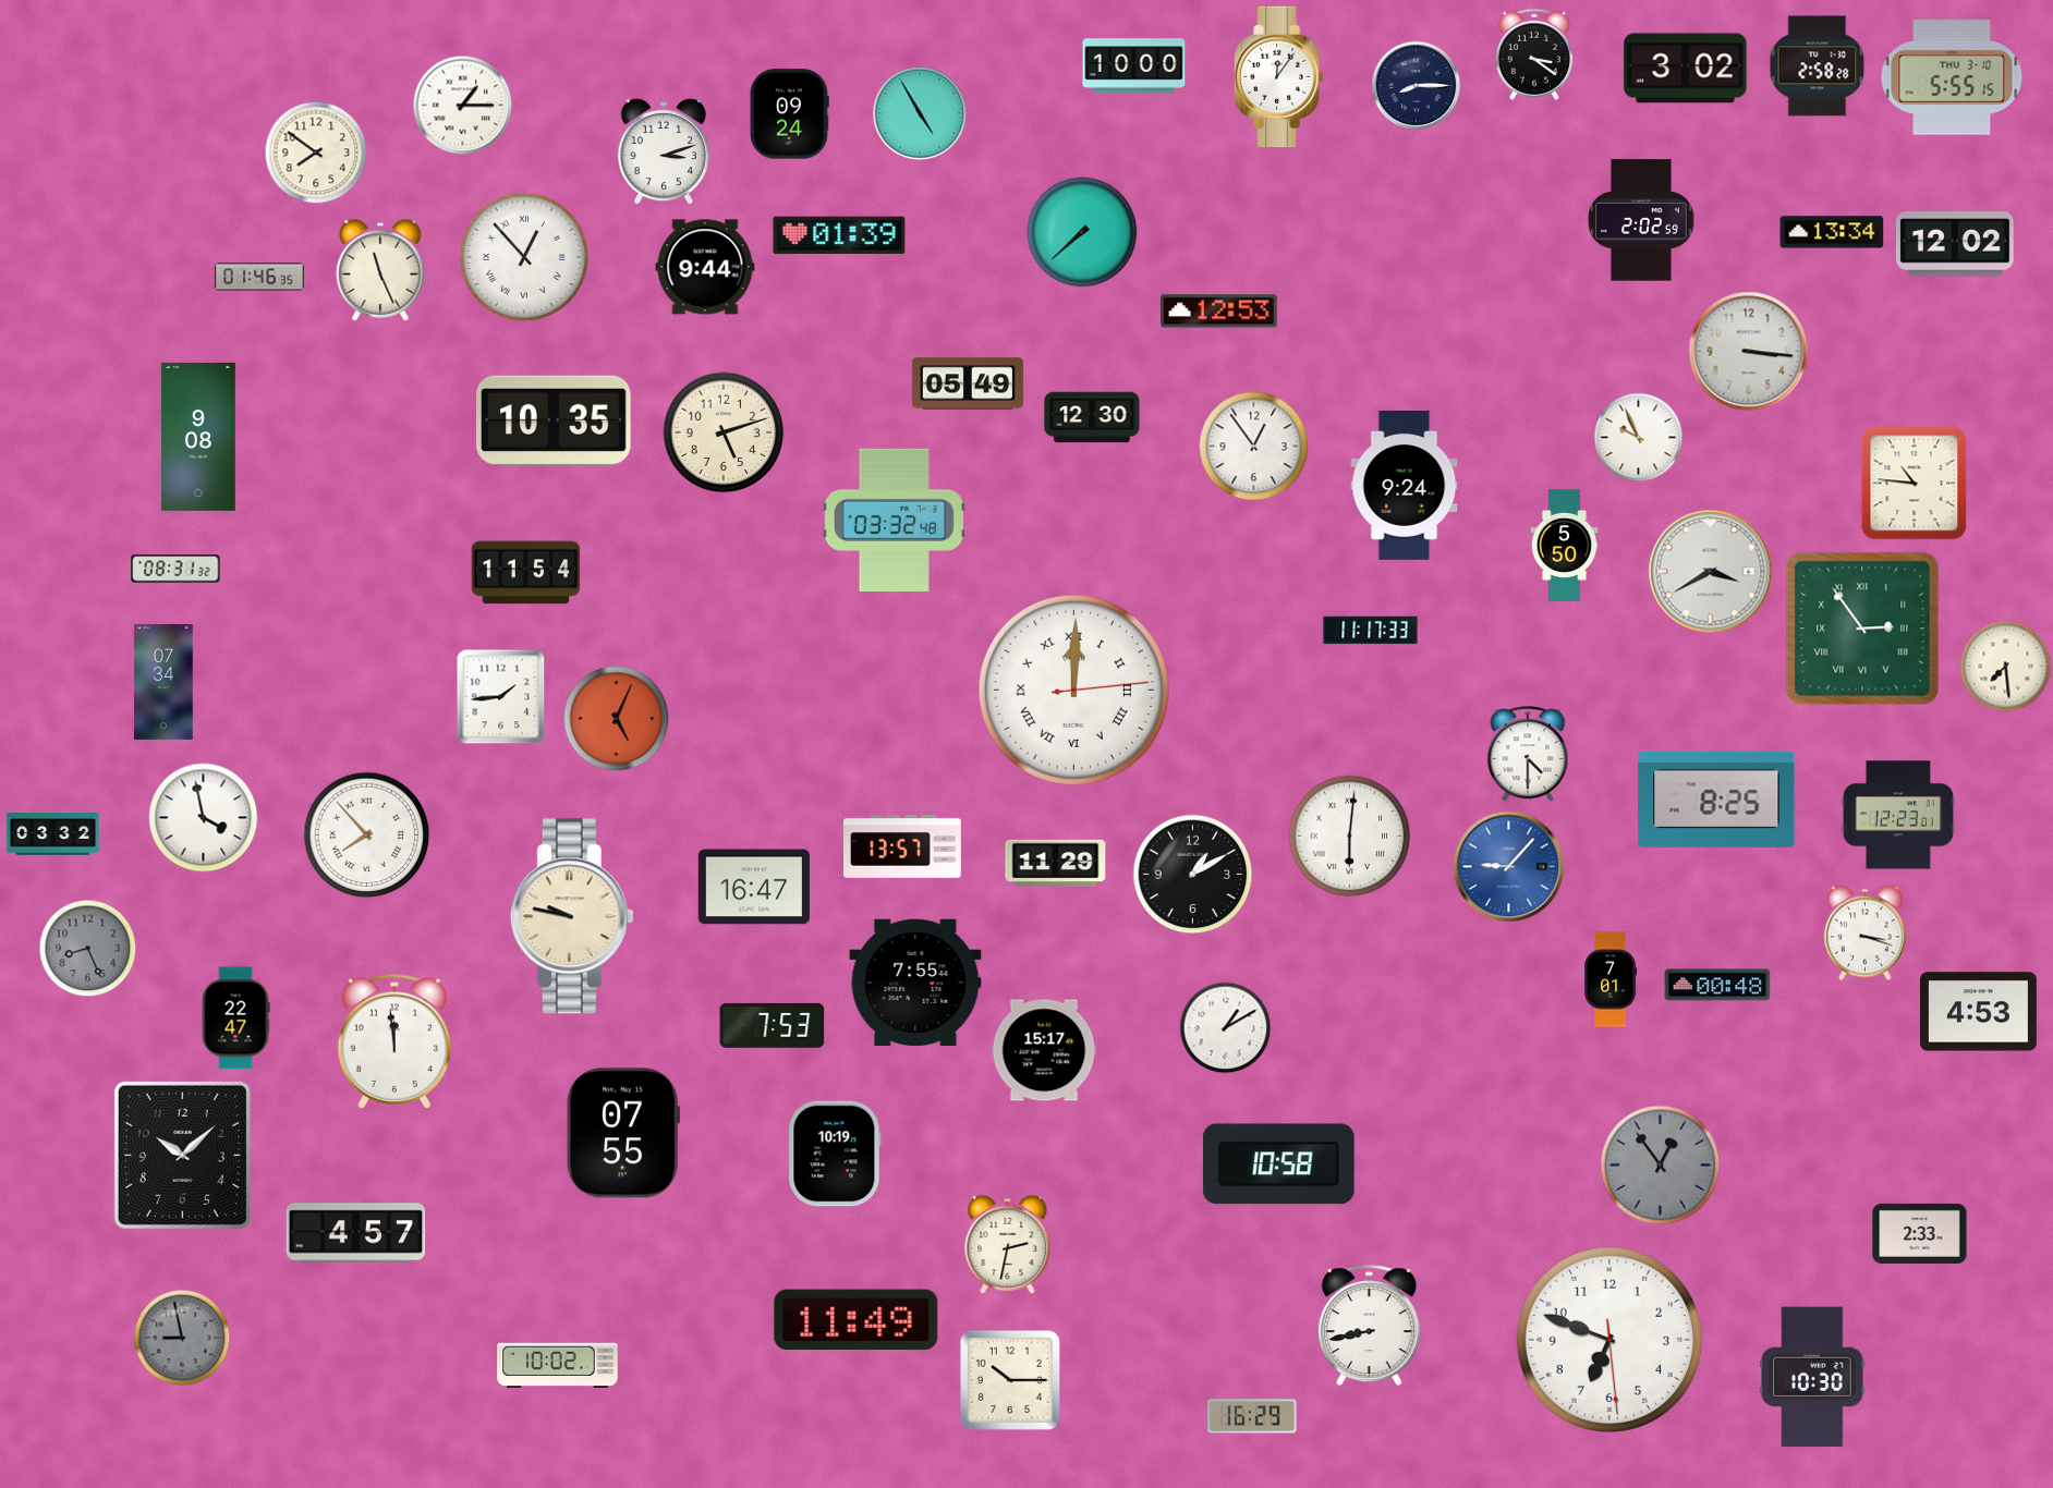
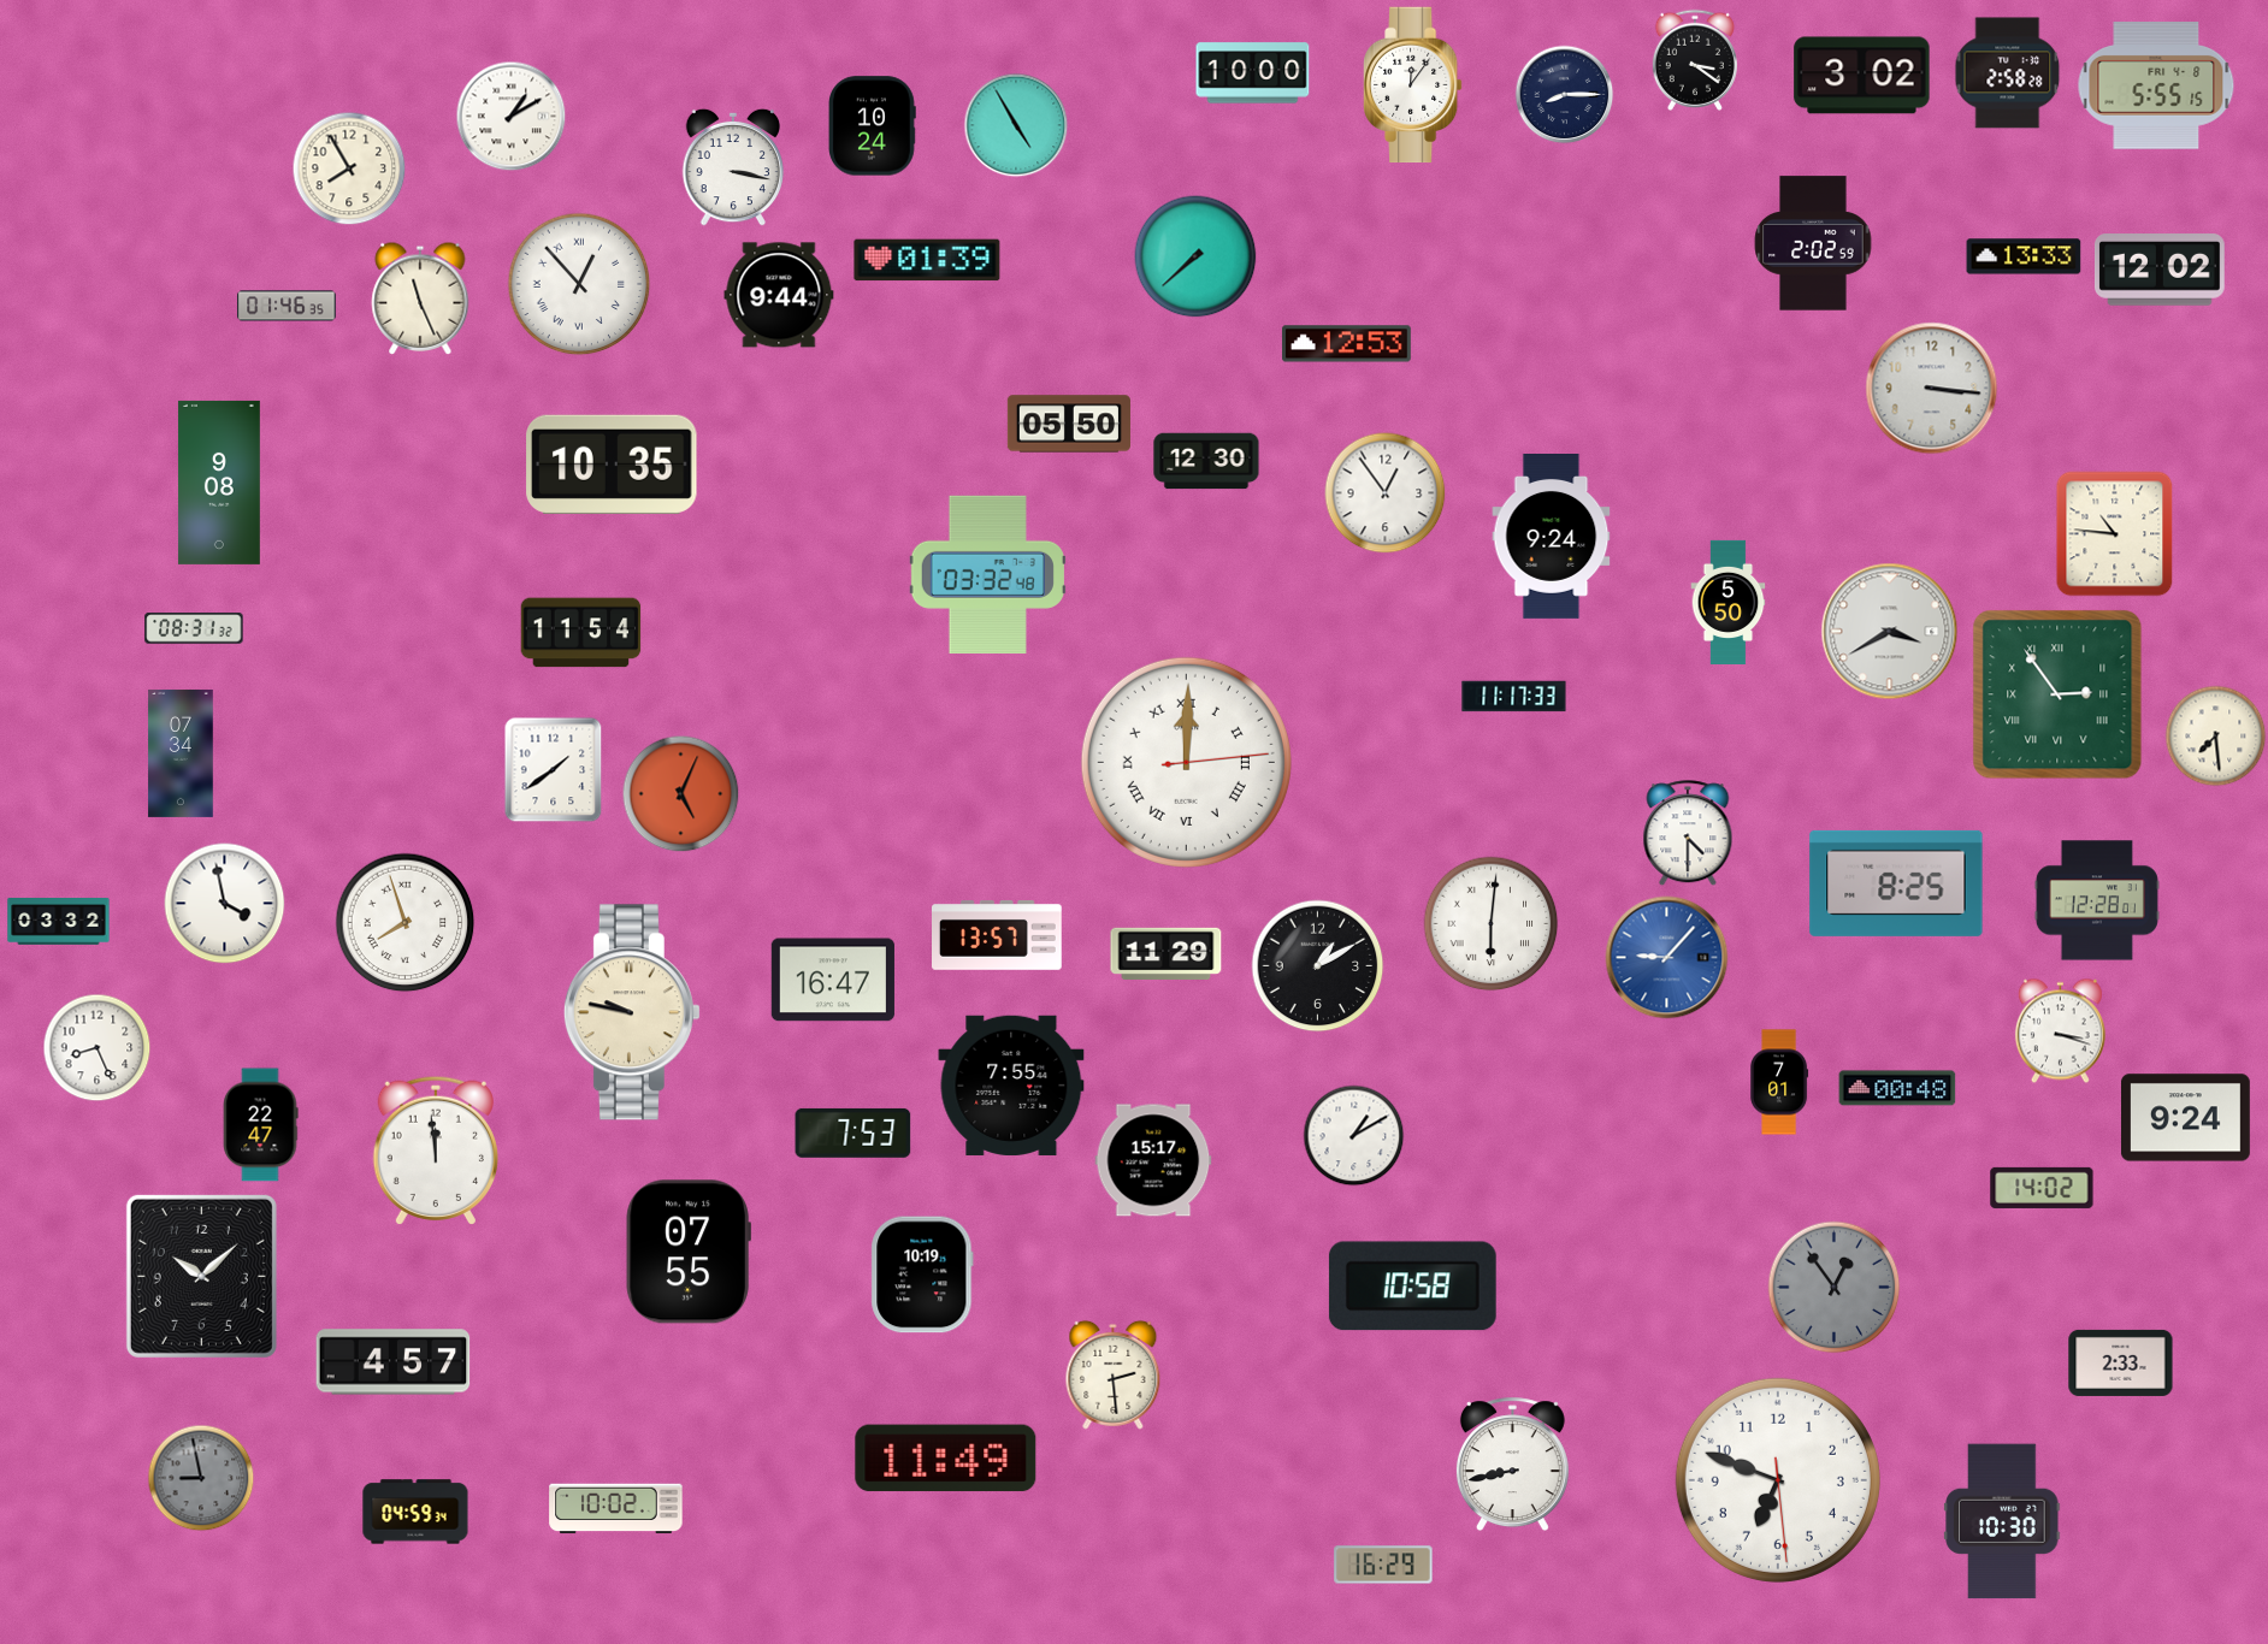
clock at (1952, 77) date: THU 3-10 -> FRI 4-8
clock at (463, 106): 1:15 -> 1:10
clock at (790, 114): 09:24 -> 10:24
clock at (663, 151): 3:12 -> 3:17
clock at (316, 153): 7:51 -> 7:55
clock at (1832, 232): 13:34 -> 13:33
clock at (967, 383): 05:49 -> 05:50
clock at (724, 432): 5:12 -> none
clock at (1639, 438): 9:56 -> none
clock at (501, 697): 1:44 -> 1:39
clock at (1898, 815): 12:23 -> 12:28
clock at (367, 836): 7:53 -> 7:57
clock at (88, 949) dial: grey -> white
clock at (1978, 1012): 4:53 -> 9:24
clock at (2042, 1188): none -> 14:02
clock at (1008, 1244): 2:32 -> 2:29
clock at (415, 1512): none -> 04:59
clock at (1010, 1380): 10:15 -> none
